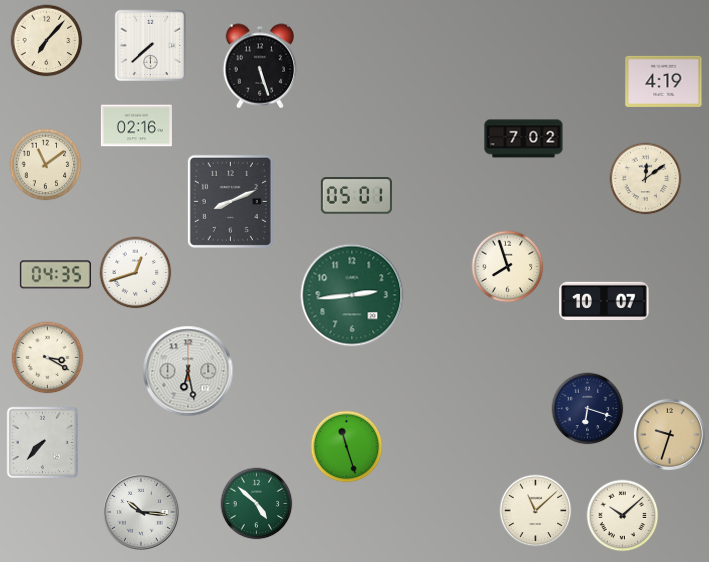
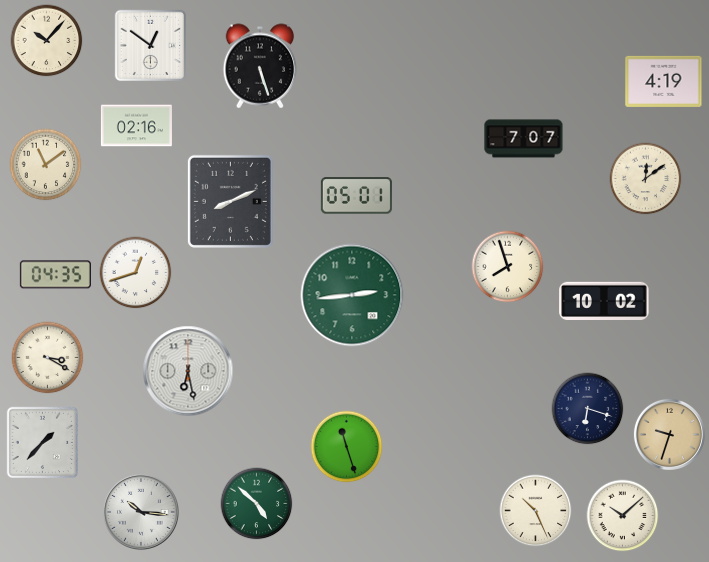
clock at (47, 41): 7:07 -> 10:07
clock at (150, 45): 7:38 -> 12:51
clock at (524, 139): 7:02 -> 7:07
clock at (604, 300): 10:07 -> 10:02
clock at (42, 442): 7:37 -> 1:37
clock at (536, 511): 11:08 -> 10:26
